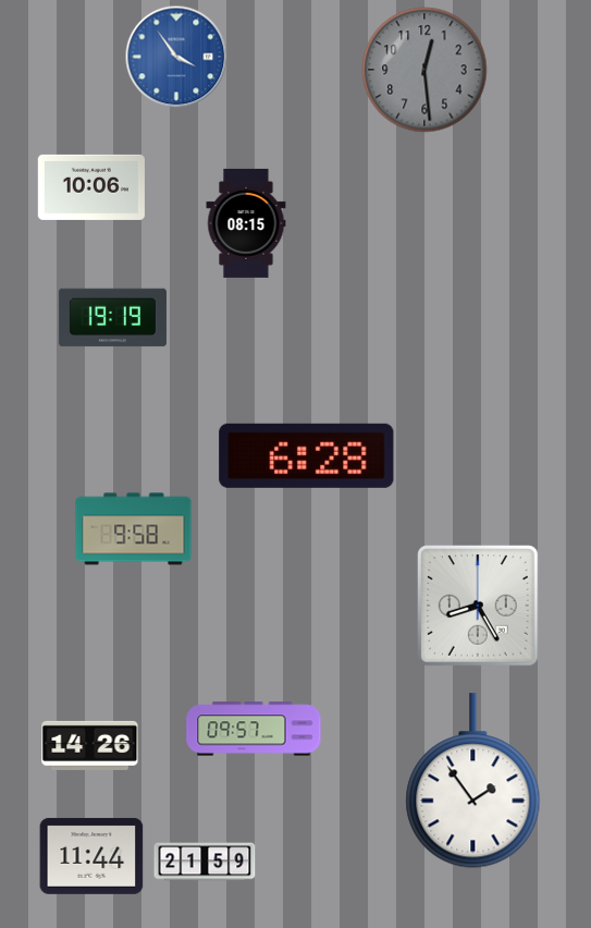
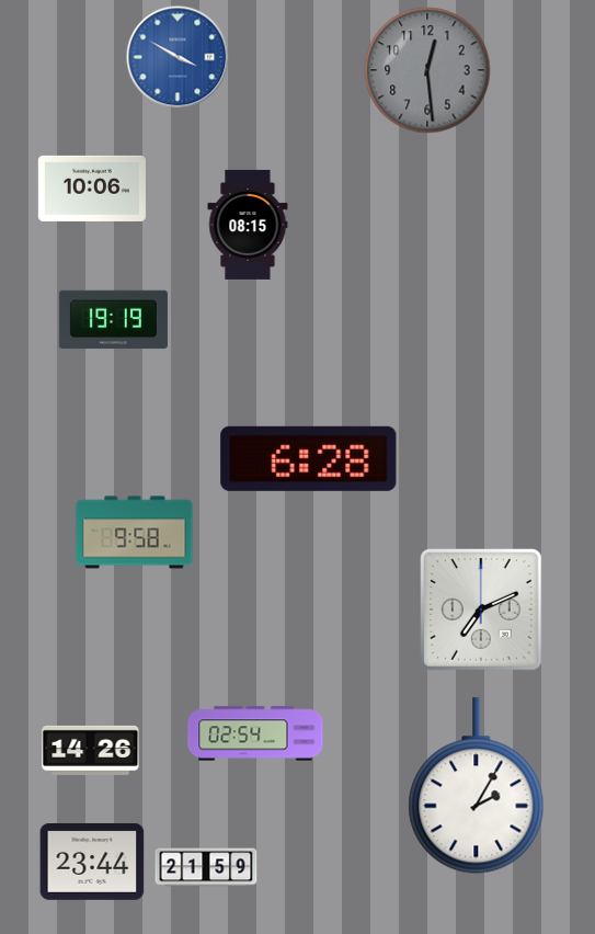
clock at (176, 57): 3:54 -> 3:50
clock at (479, 607): 8:25 -> 7:11
clock at (254, 729): 09:57 -> 02:54
clock at (473, 781): 1:54 -> 2:05
clock at (91, 856): 11:44 -> 23:44
